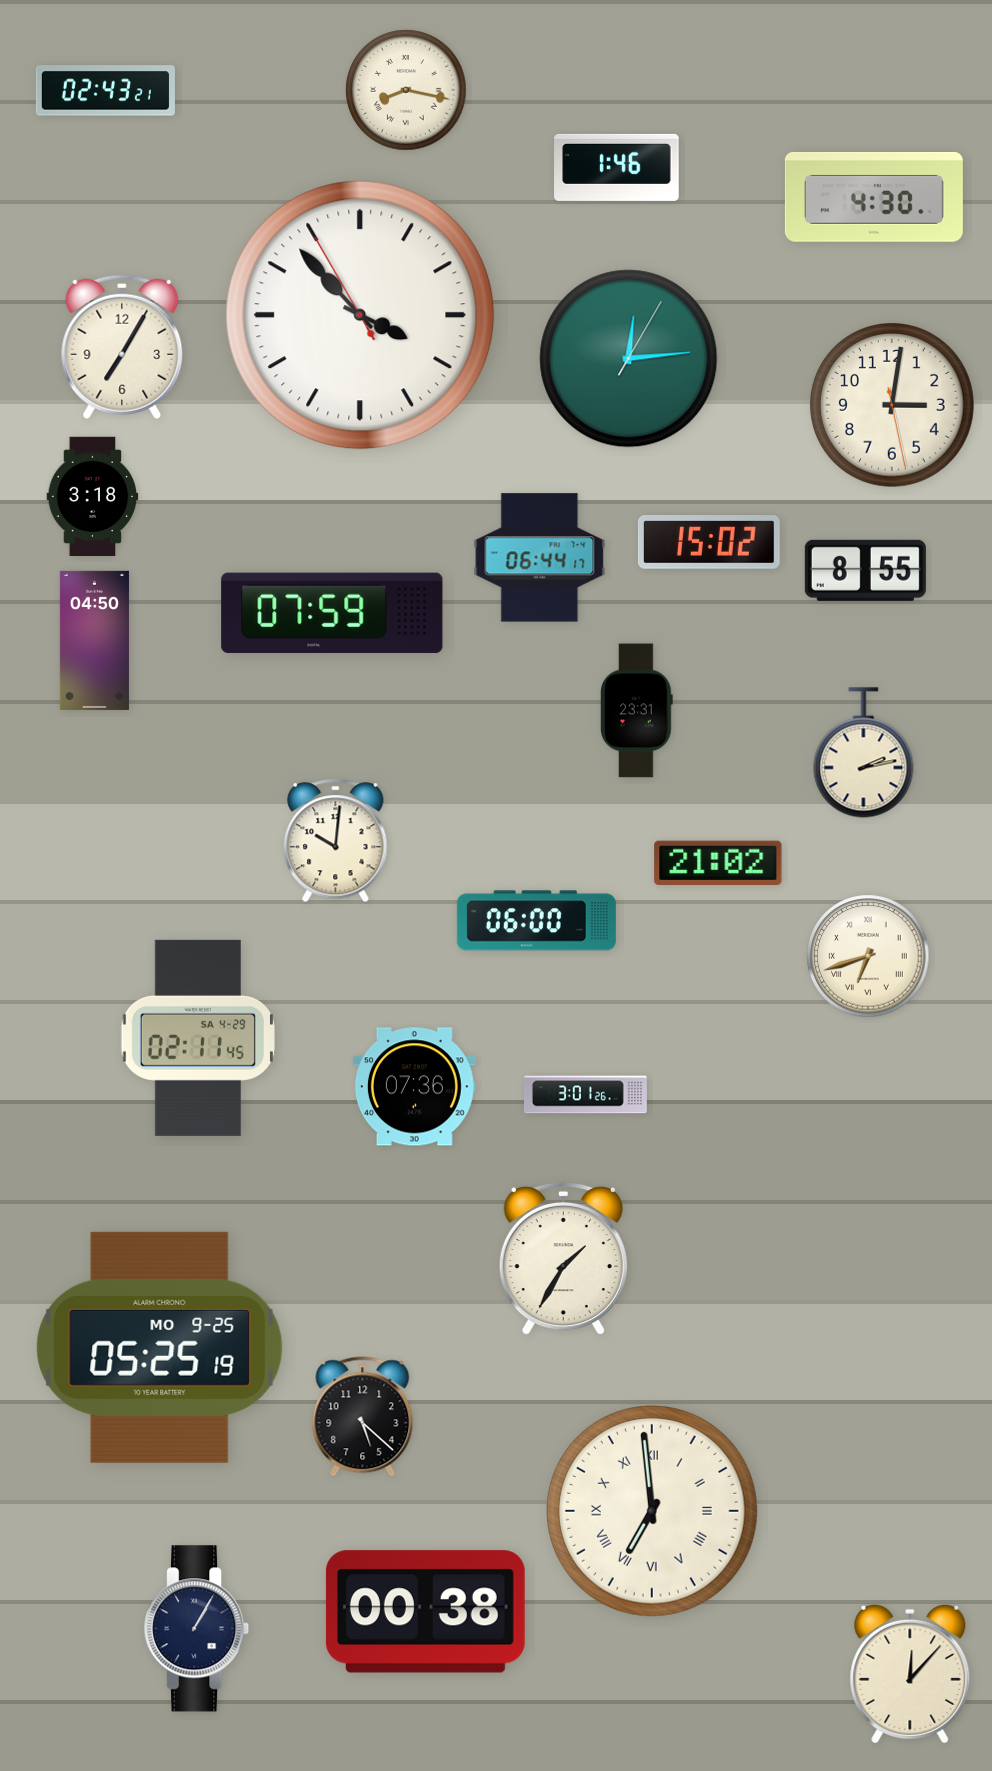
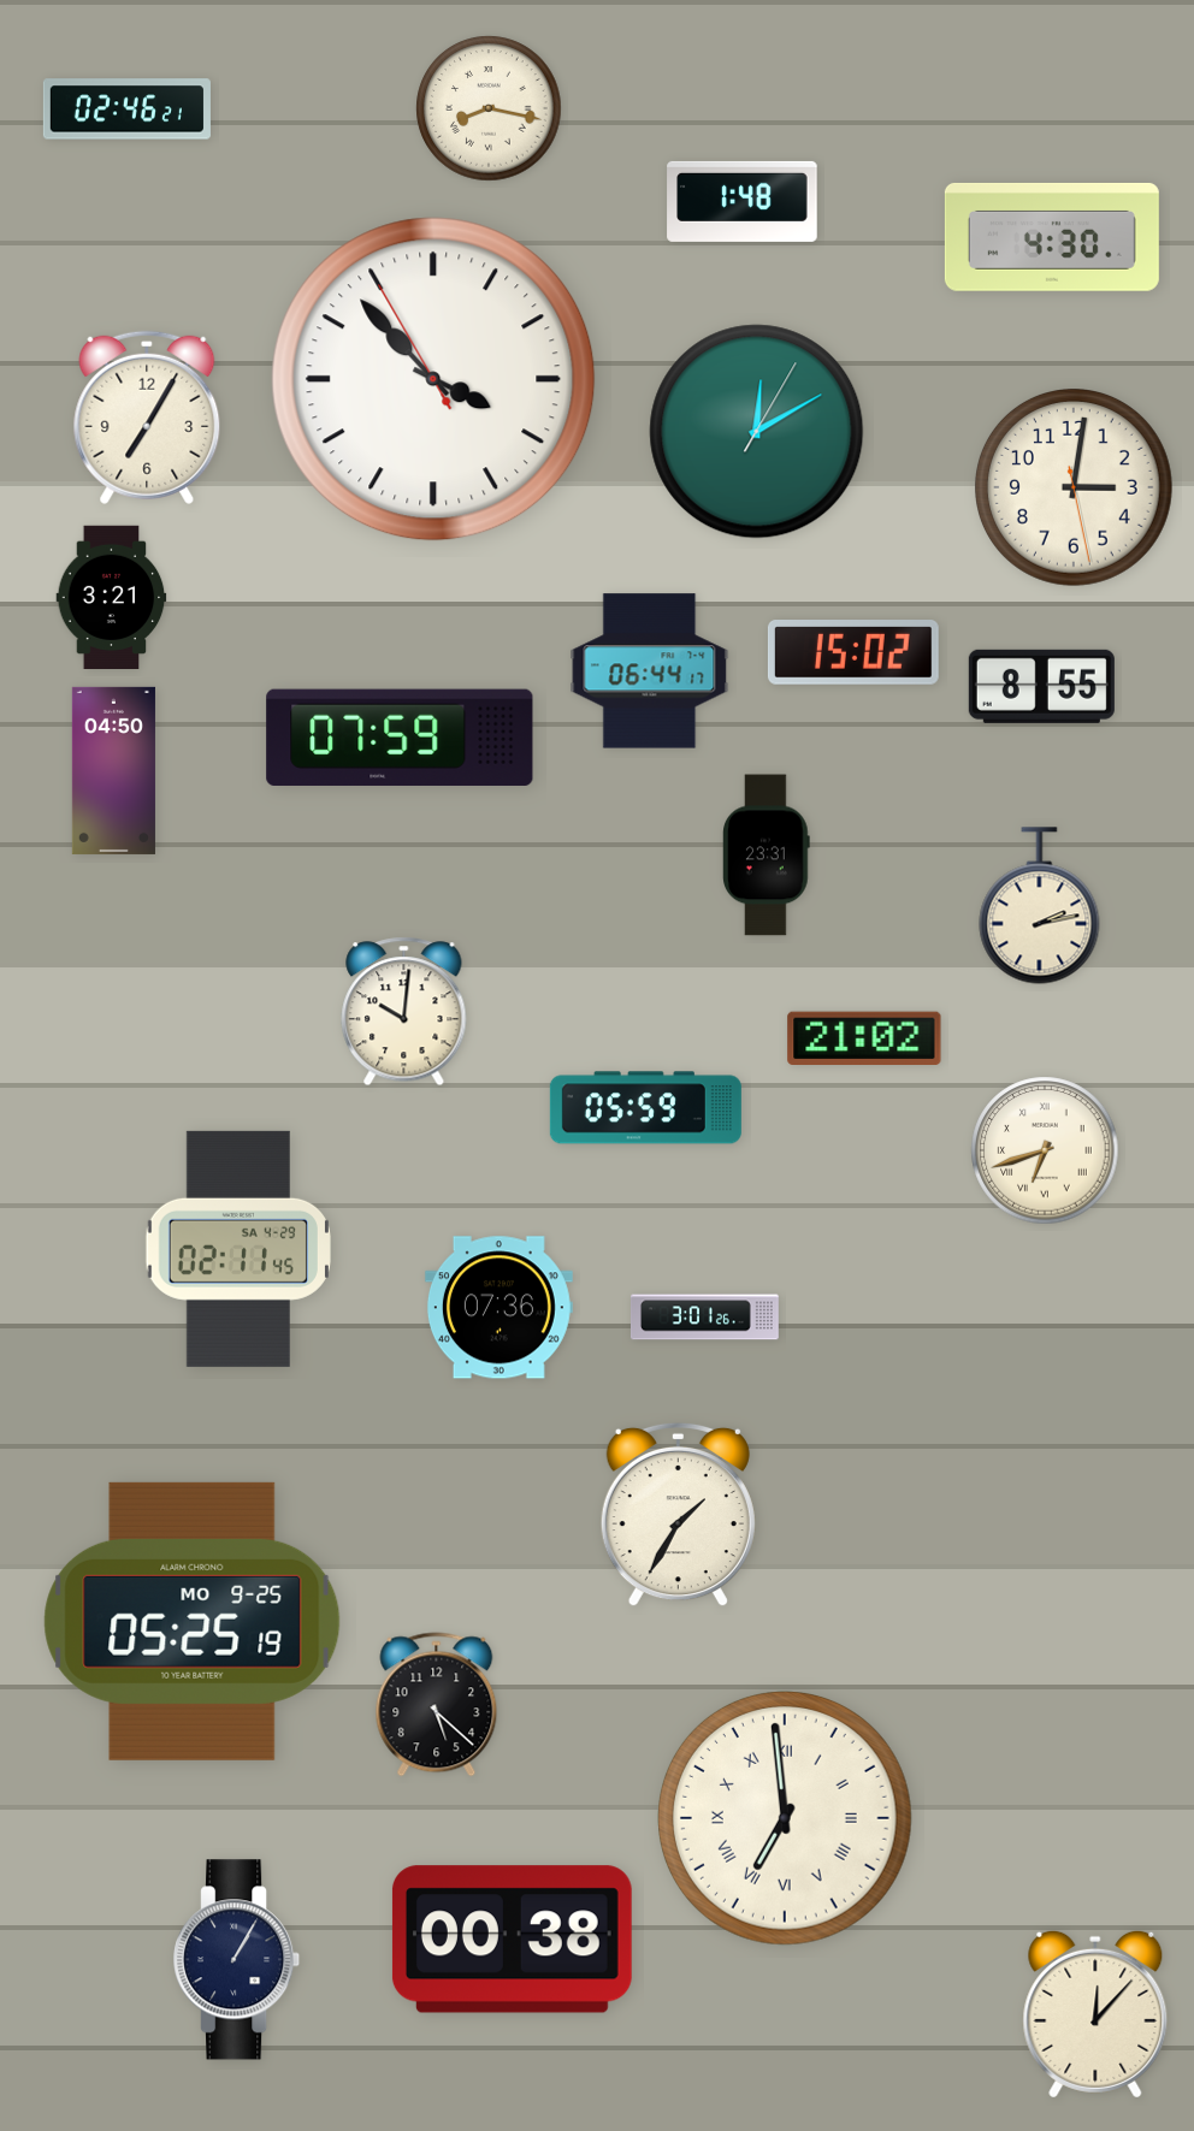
clock at (105, 91): 02:43 -> 02:46
clock at (617, 167): 1:46 -> 1:48
clock at (629, 359): 12:14 -> 12:10
clock at (93, 496): 3:18 -> 3:21
clock at (536, 921): 06:00 -> 05:59
